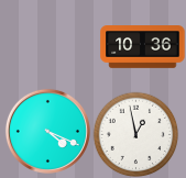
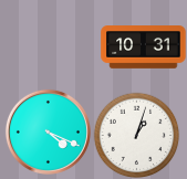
clock at (143, 47): 10:36 -> 10:31
clock at (135, 134): 12:58 -> 1:03
